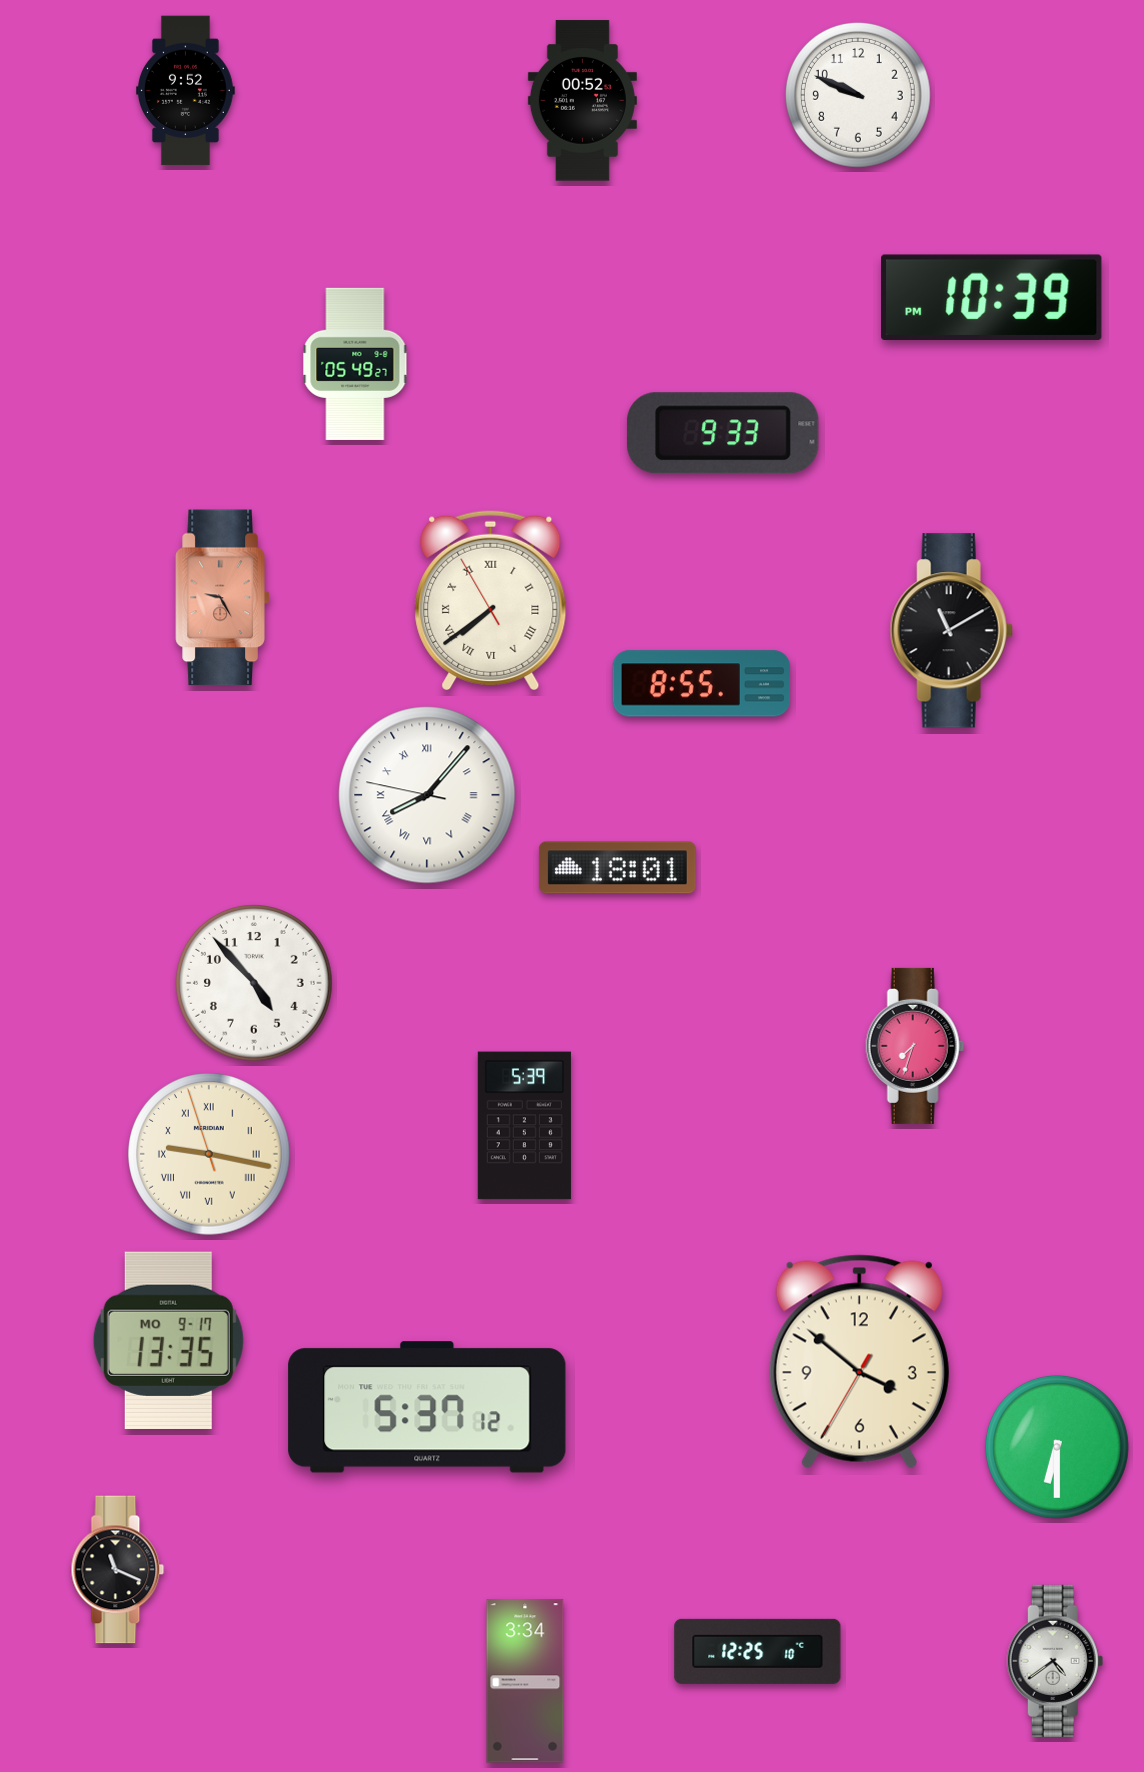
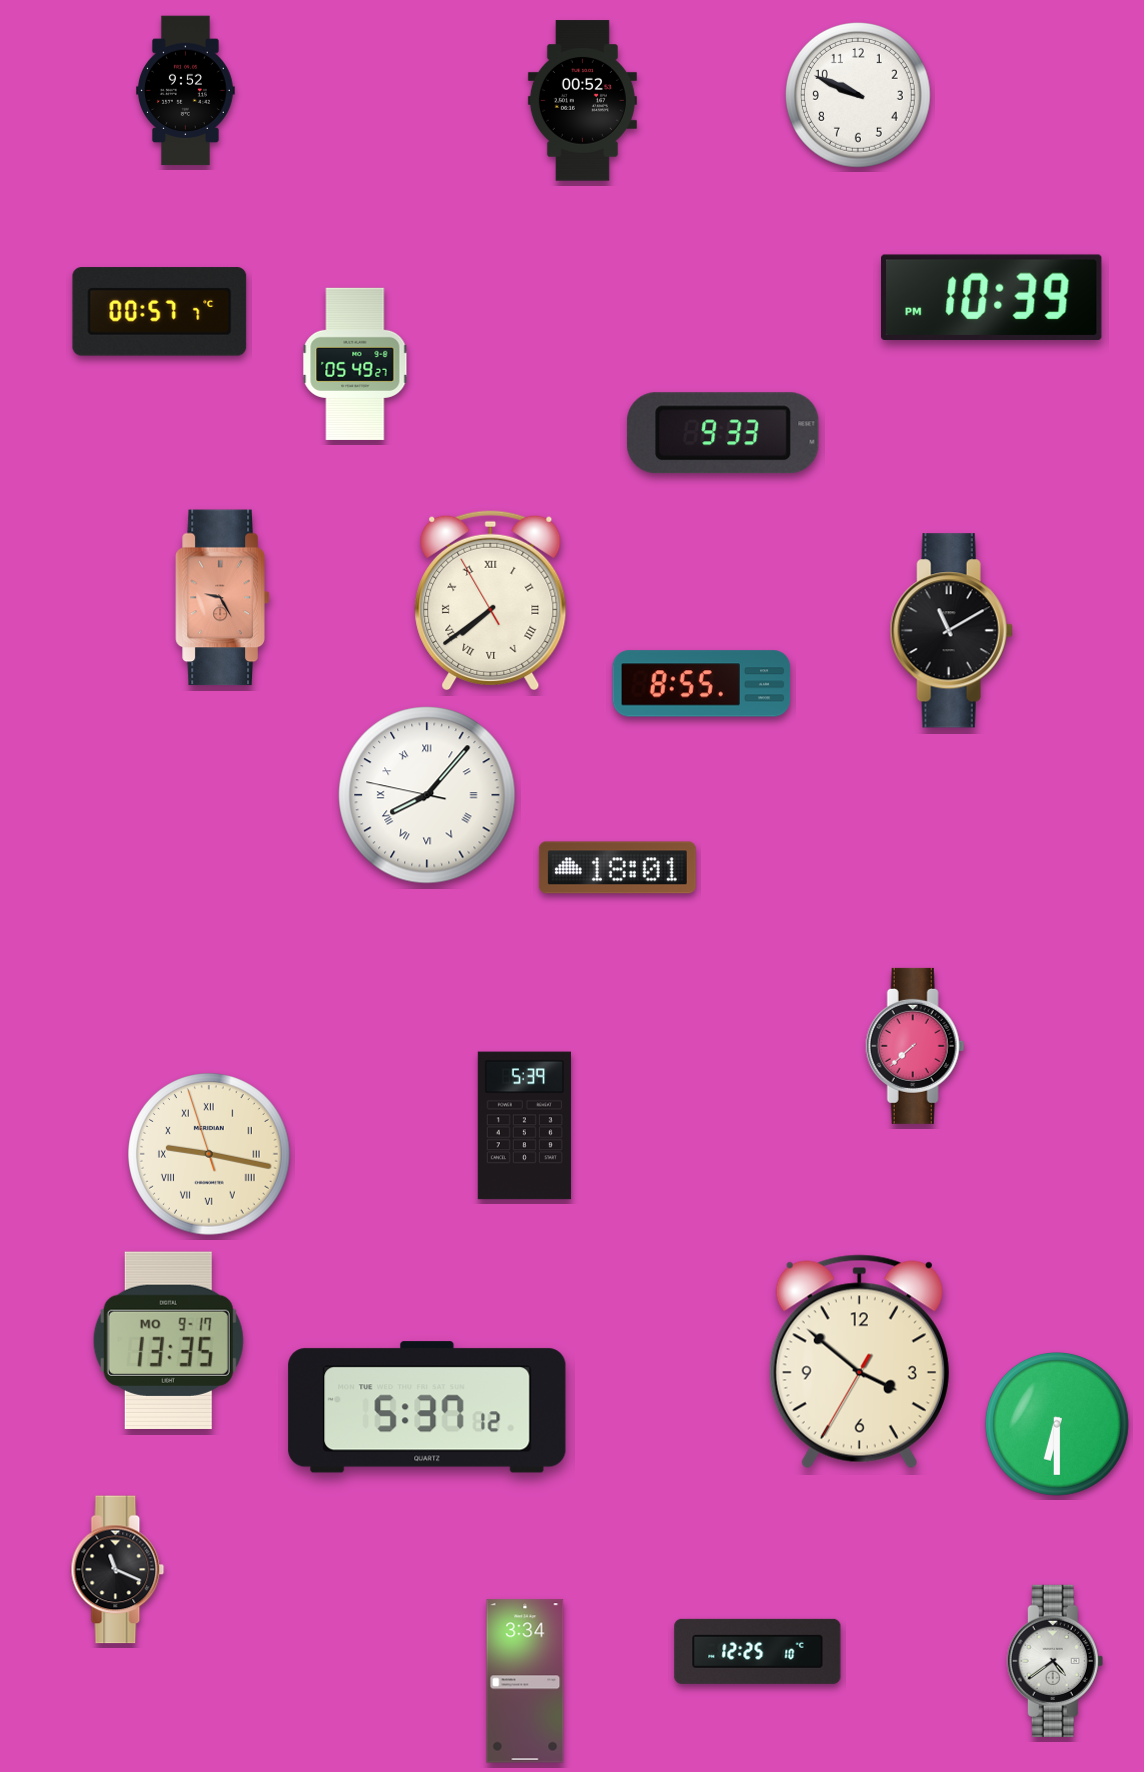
clock at (160, 312): none -> 00:57
clock at (255, 984): 4:53 -> none
clock at (915, 1046): 7:33 -> 7:38
clock at (1057, 1447) position: (1057, 1447) -> (1057, 1424)
